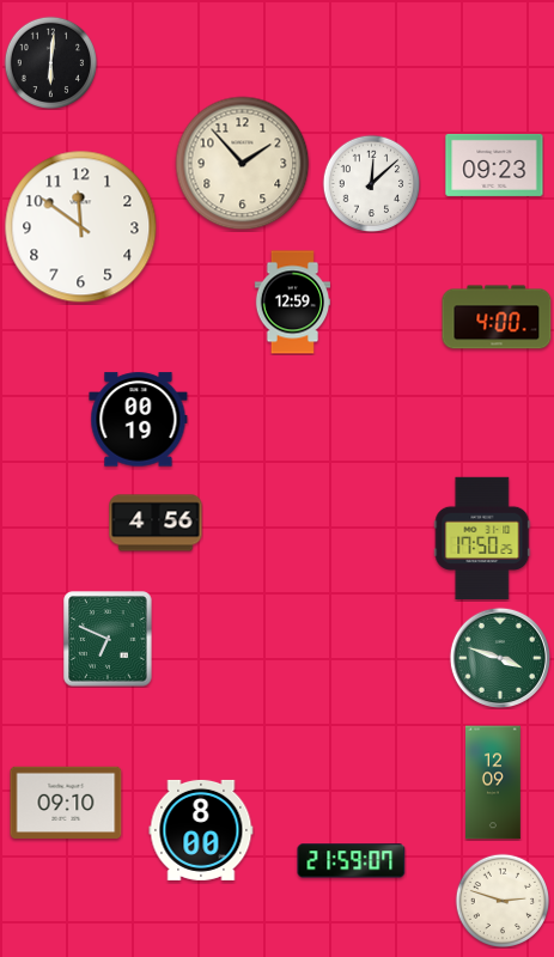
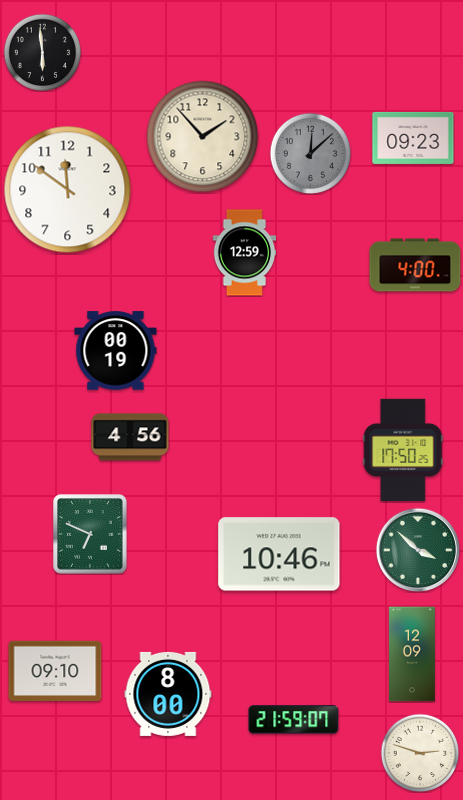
clock at (50, 62): 6:01 -> 5:59
clock at (371, 183) dial: white -> grey
clock at (499, 657): 3:48 -> 3:52
clock at (279, 554): none -> 10:46
